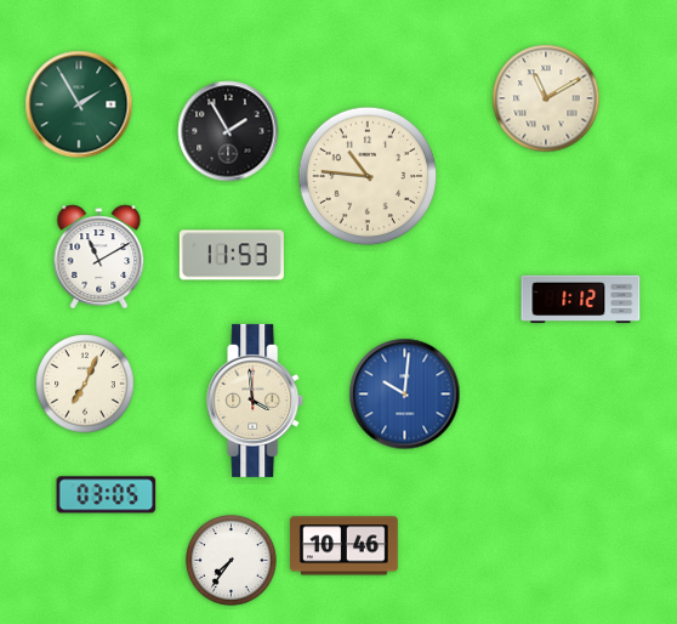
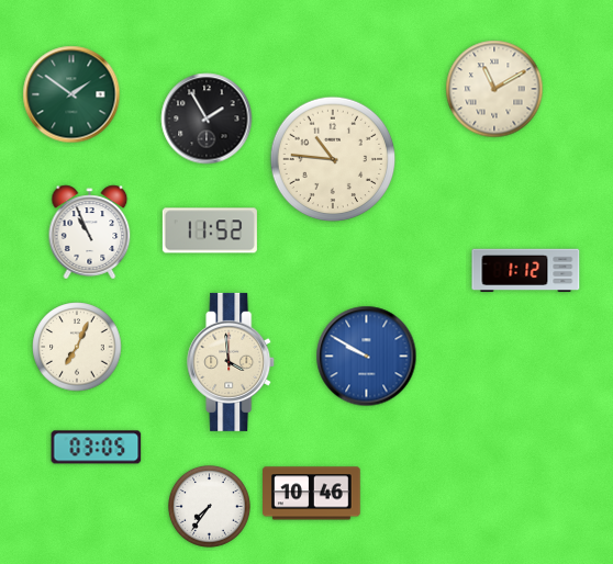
clock at (79, 104): 1:55 -> 1:51
clock at (232, 255): 11:53 -> 11:52
clock at (99, 257): 11:10 -> 10:56
clock at (405, 395): 10:01 -> 9:50
